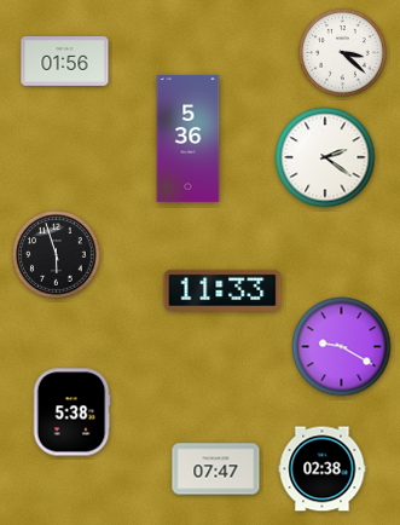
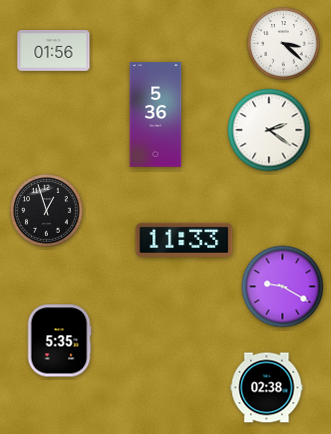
clock at (57, 255): 5:57 -> 12:57
clock at (71, 412): 5:38 -> 5:35
clock at (216, 469): 07:47 -> none
